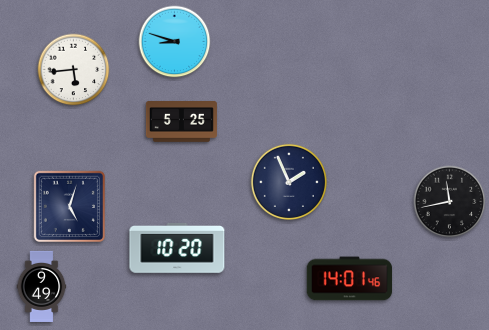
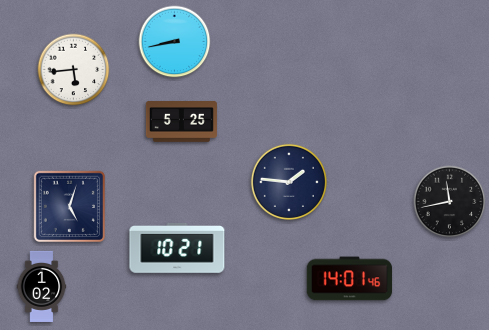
clock at (175, 42): 8:48 -> 8:43
clock at (288, 181): 1:56 -> 1:46
clock at (177, 248): 10:20 -> 10:21
clock at (42, 286): 9:49 -> 1:02
